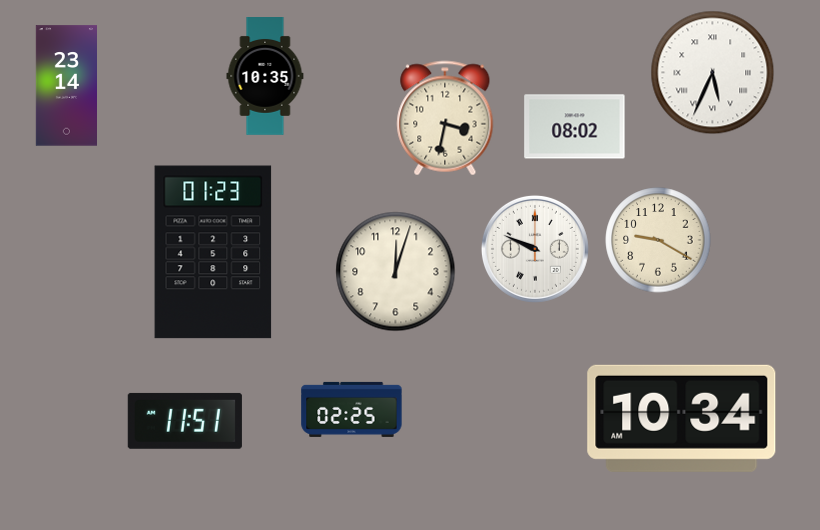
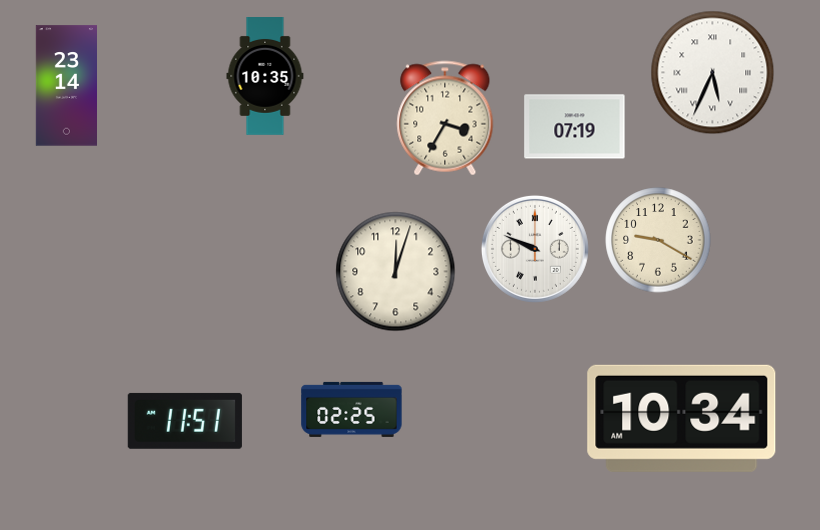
clock at (445, 118): 3:32 -> 3:35
clock at (575, 127): 08:02 -> 07:19
clock at (213, 252): 01:23 -> none
